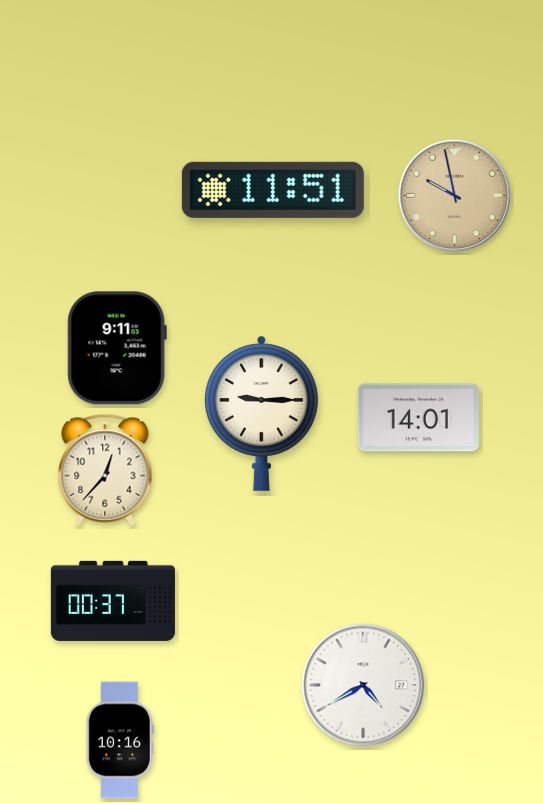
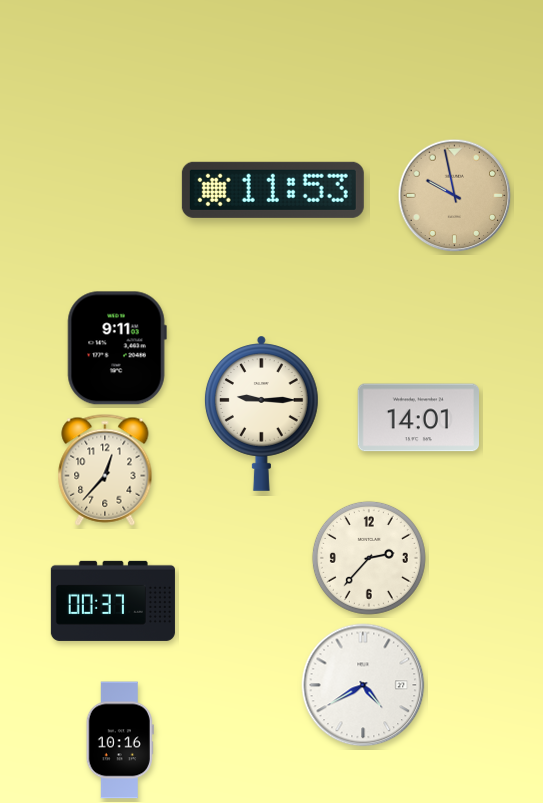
clock at (273, 190): 11:51 -> 11:53
clock at (369, 558): none -> 2:37
